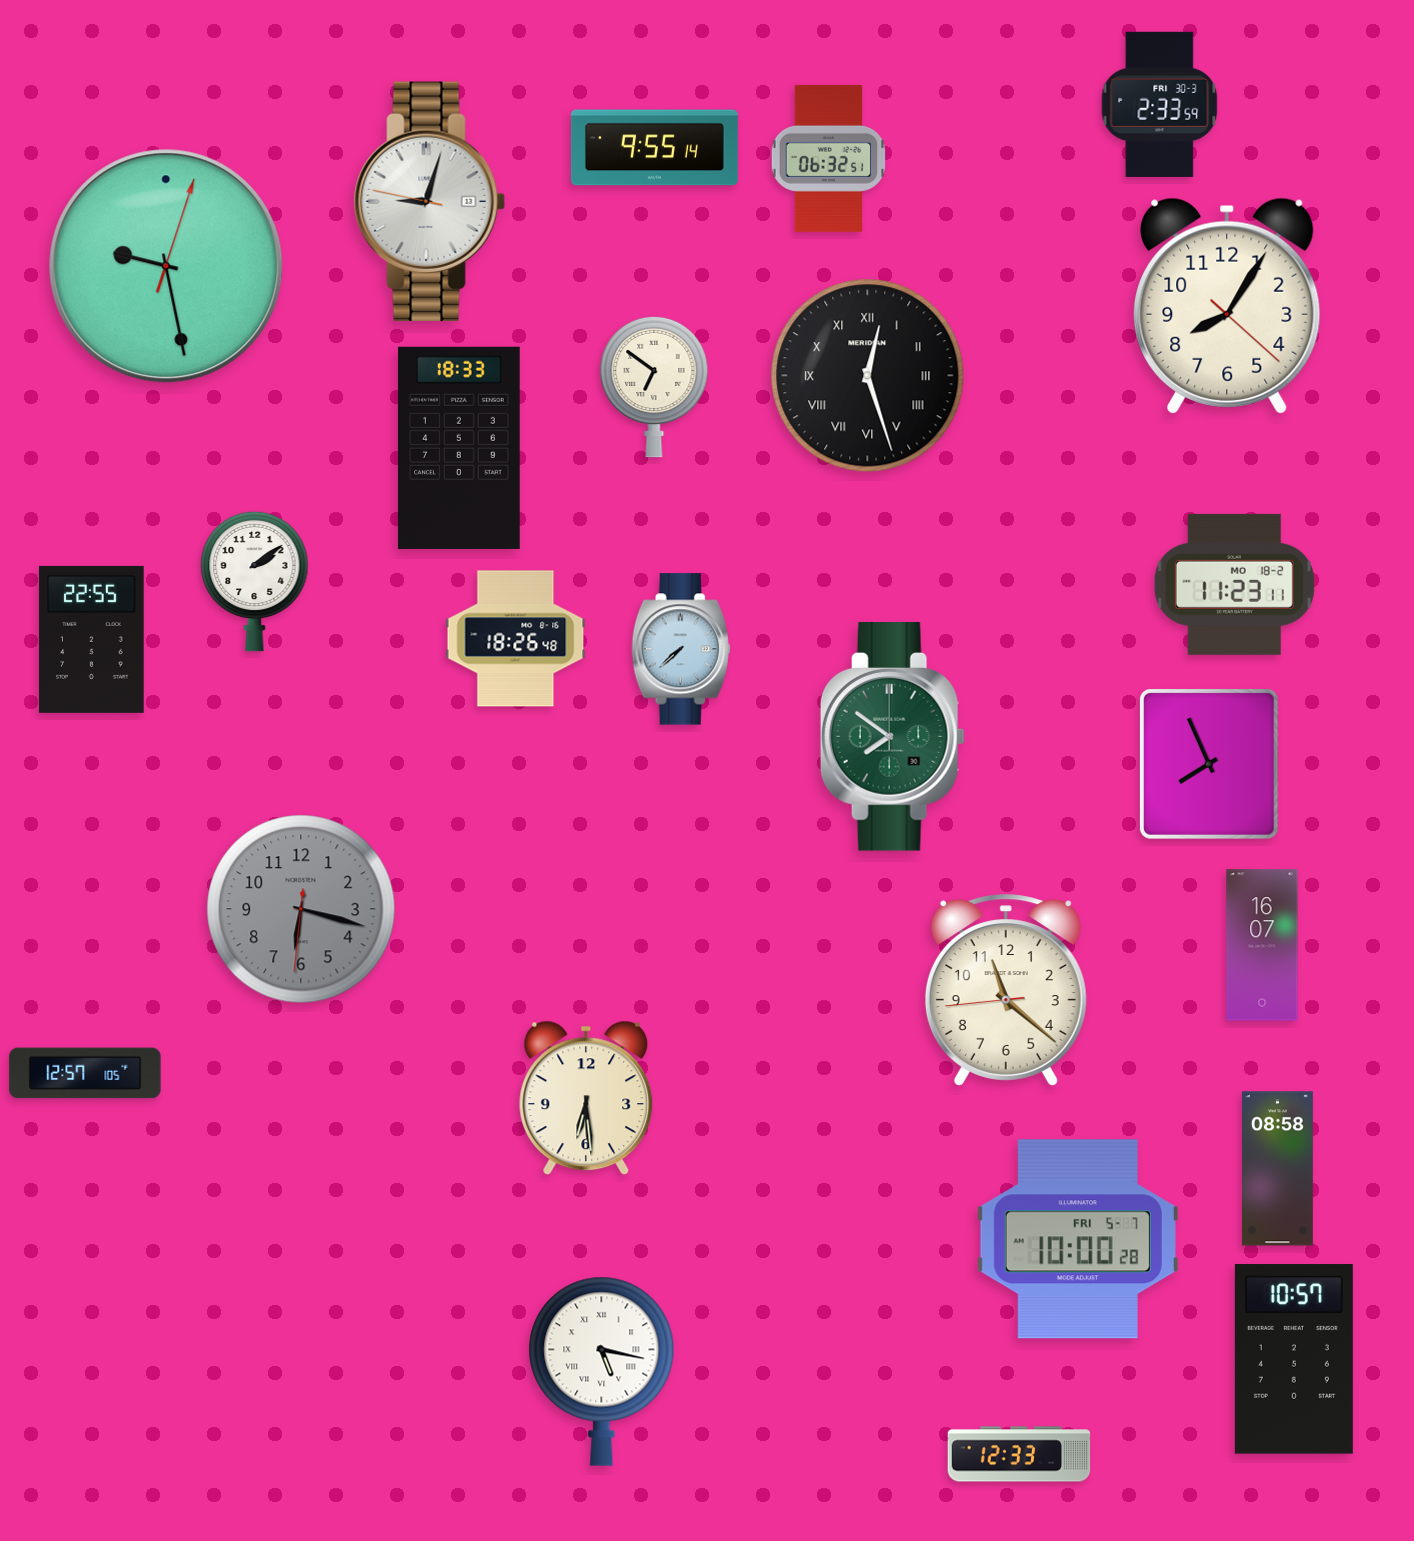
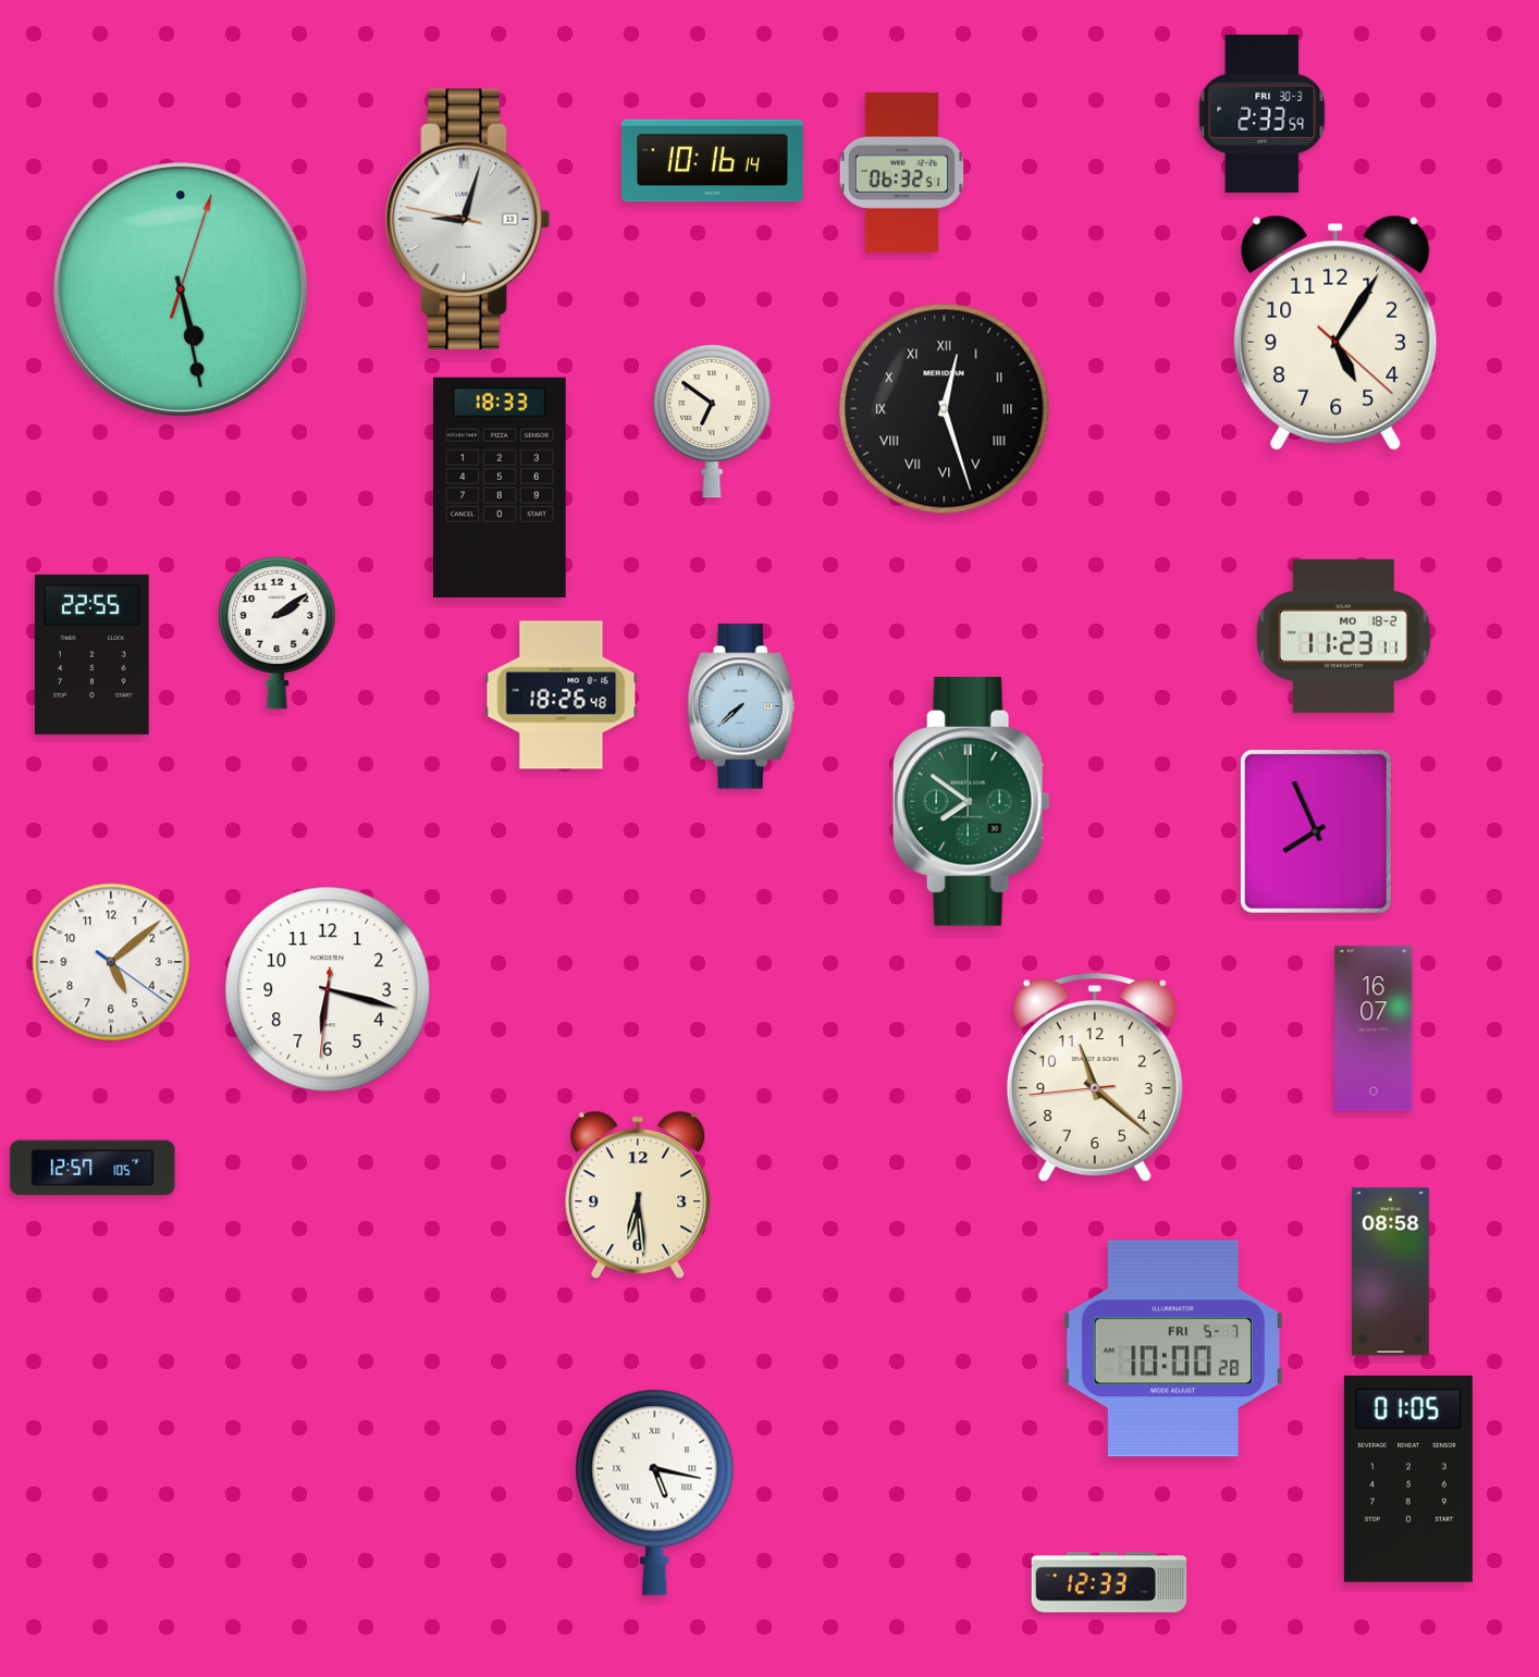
clock at (654, 148): 9:55 -> 10:16
clock at (166, 266): 9:28 -> 5:28
clock at (1227, 306): 8:05 -> 5:05
clock at (92, 639) position: (92, 639) -> (93, 654)
clock at (111, 962): none -> 5:08
clock at (301, 909) dial: grey -> white
clock at (1294, 1359): 10:57 -> 01:05
